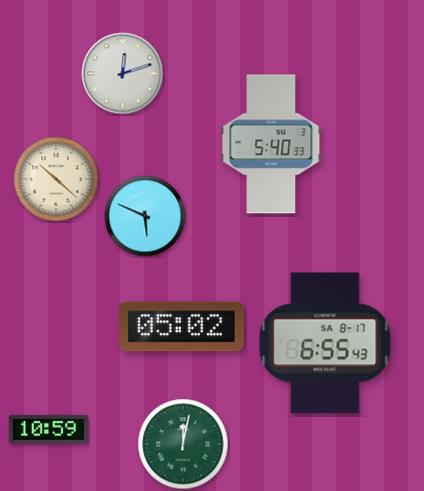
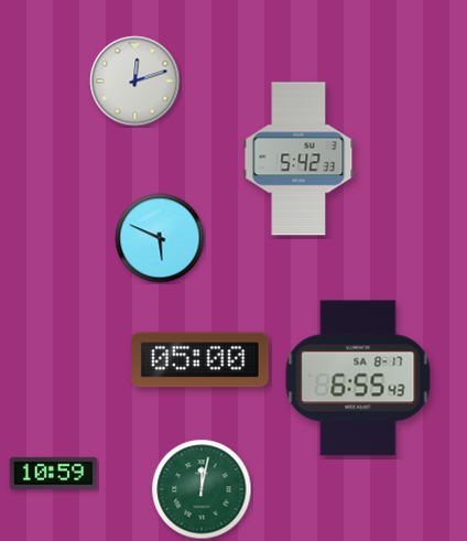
clock at (271, 144): 5:40 -> 5:42
clock at (56, 179): 10:22 -> none
clock at (182, 327): 05:02 -> 05:00
